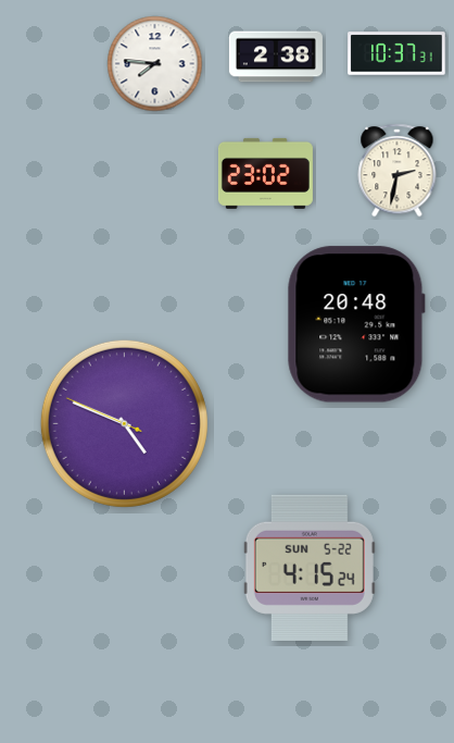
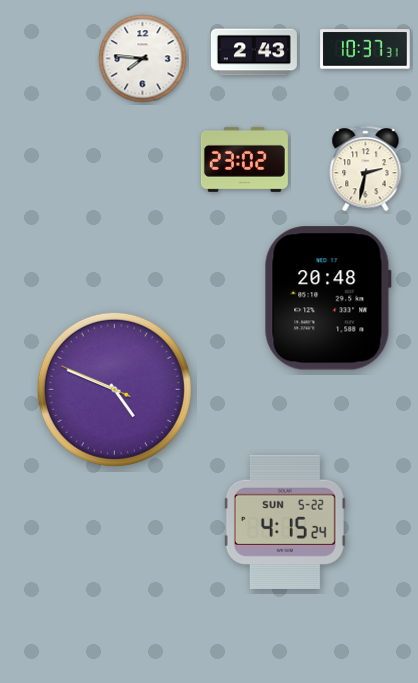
clock at (276, 57): 2:38 -> 2:43
clock at (398, 171) position: (398, 171) -> (366, 169)
